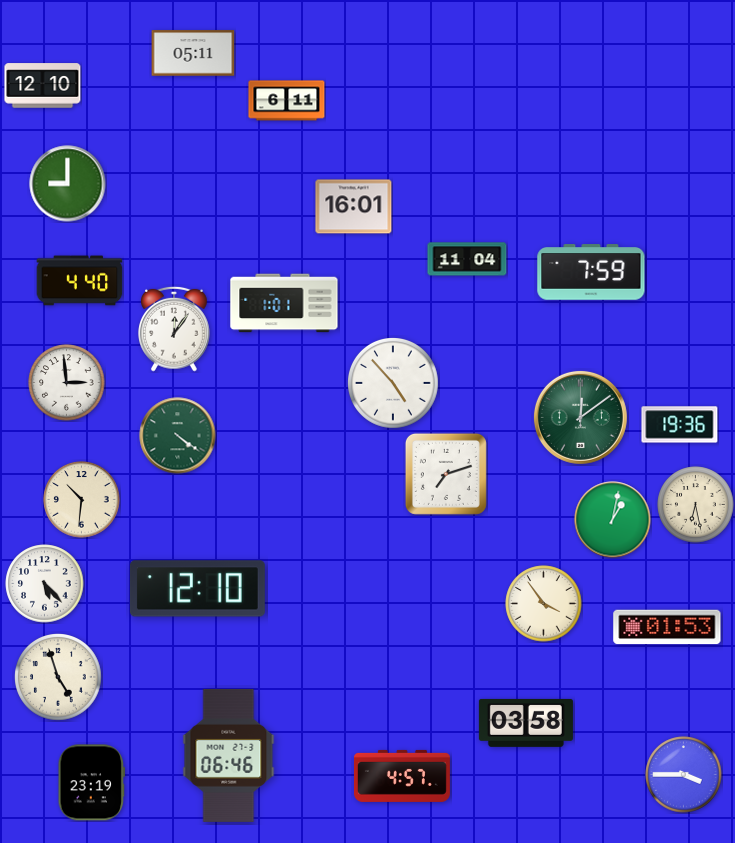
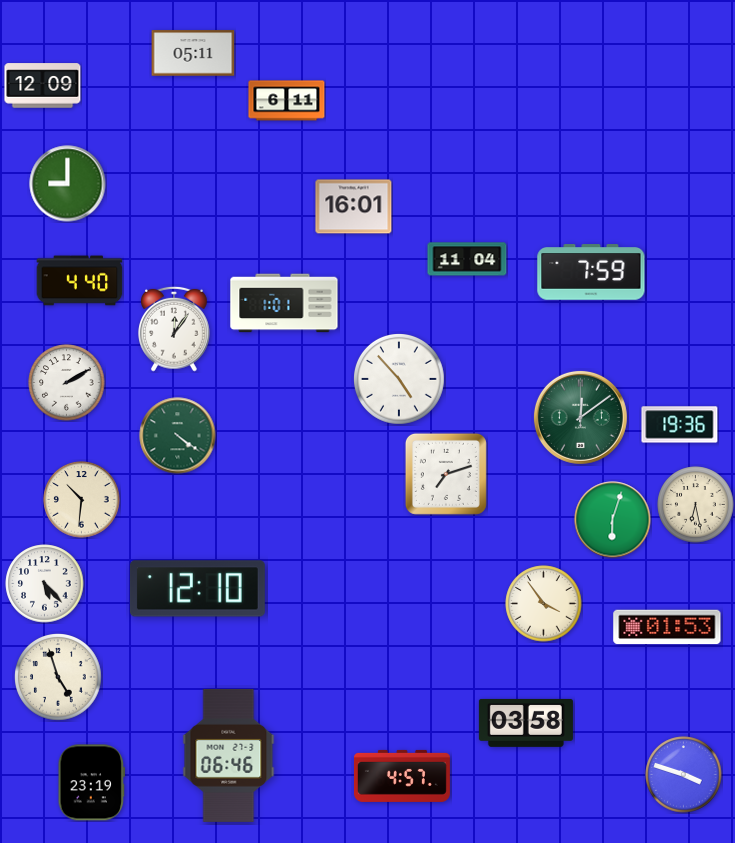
clock at (43, 86): 12:10 -> 12:09
clock at (67, 383): 2:59 -> 2:10
clock at (394, 384) position: (394, 384) -> (400, 380)
clock at (613, 520): 1:02 -> 6:03
clock at (684, 775): 3:45 -> 3:48
